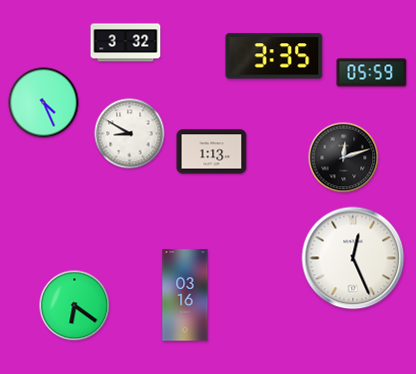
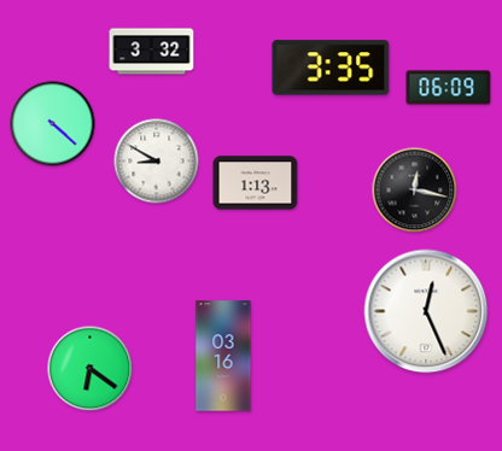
clock at (372, 73): 05:59 -> 06:09
clock at (44, 103): 4:26 -> 4:22
clock at (344, 158): 12:12 -> 12:17
